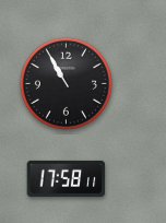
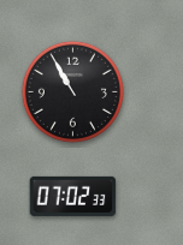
clock at (67, 178): 17:58 -> 07:02
